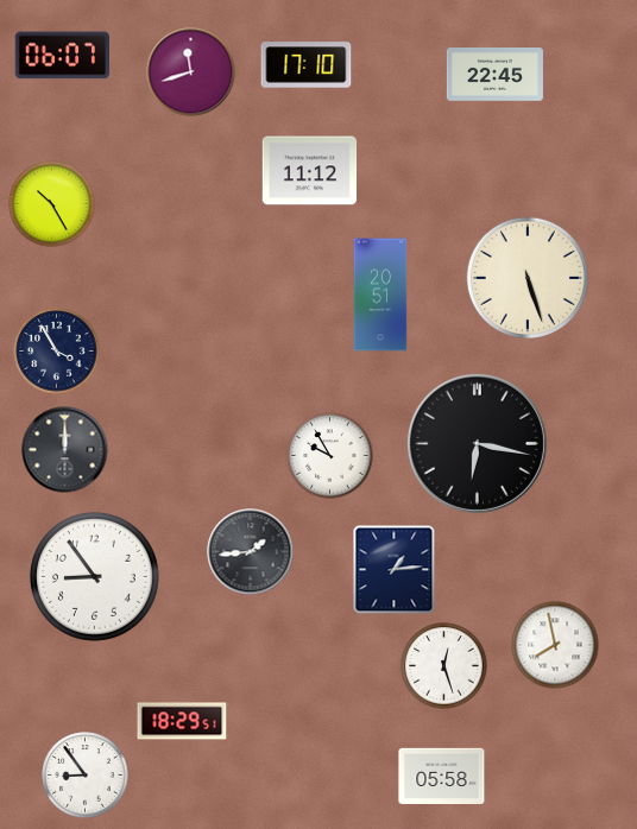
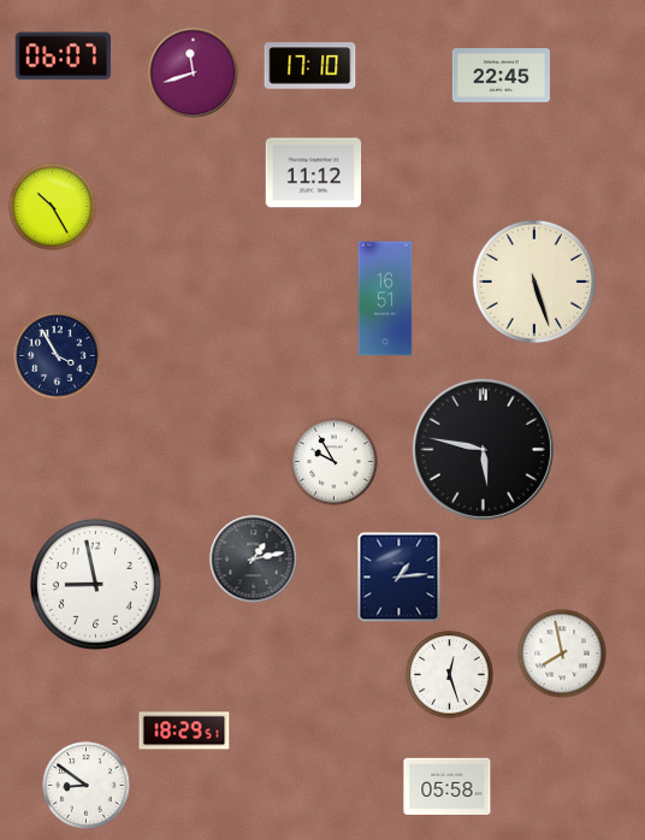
clock at (380, 295): 20:51 -> 16:51
clock at (477, 443): 6:17 -> 5:47
clock at (65, 450): 12:00 -> none
clock at (251, 552): 1:44 -> 1:13
clock at (94, 576): 8:54 -> 8:58
clock at (86, 776): 8:54 -> 8:51
